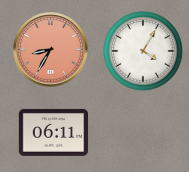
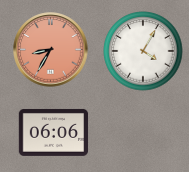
clock at (54, 132): 06:11 -> 06:06
